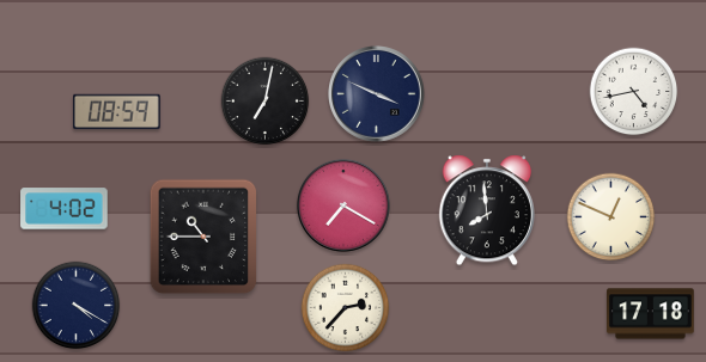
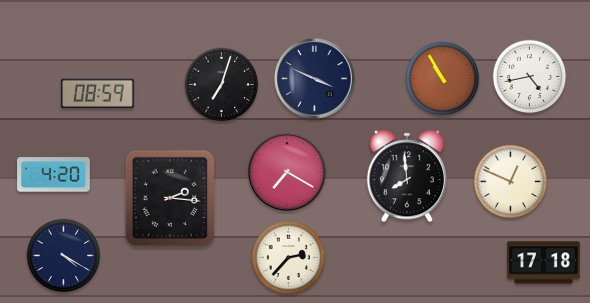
clock at (443, 79): none -> 10:55
clock at (266, 102): 7:02 -> 7:03
clock at (65, 209): 4:02 -> 4:20
clock at (203, 237): 10:45 -> 2:16
